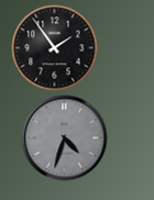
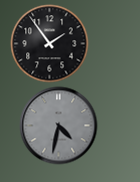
clock at (64, 137): 4:33 -> 4:32
